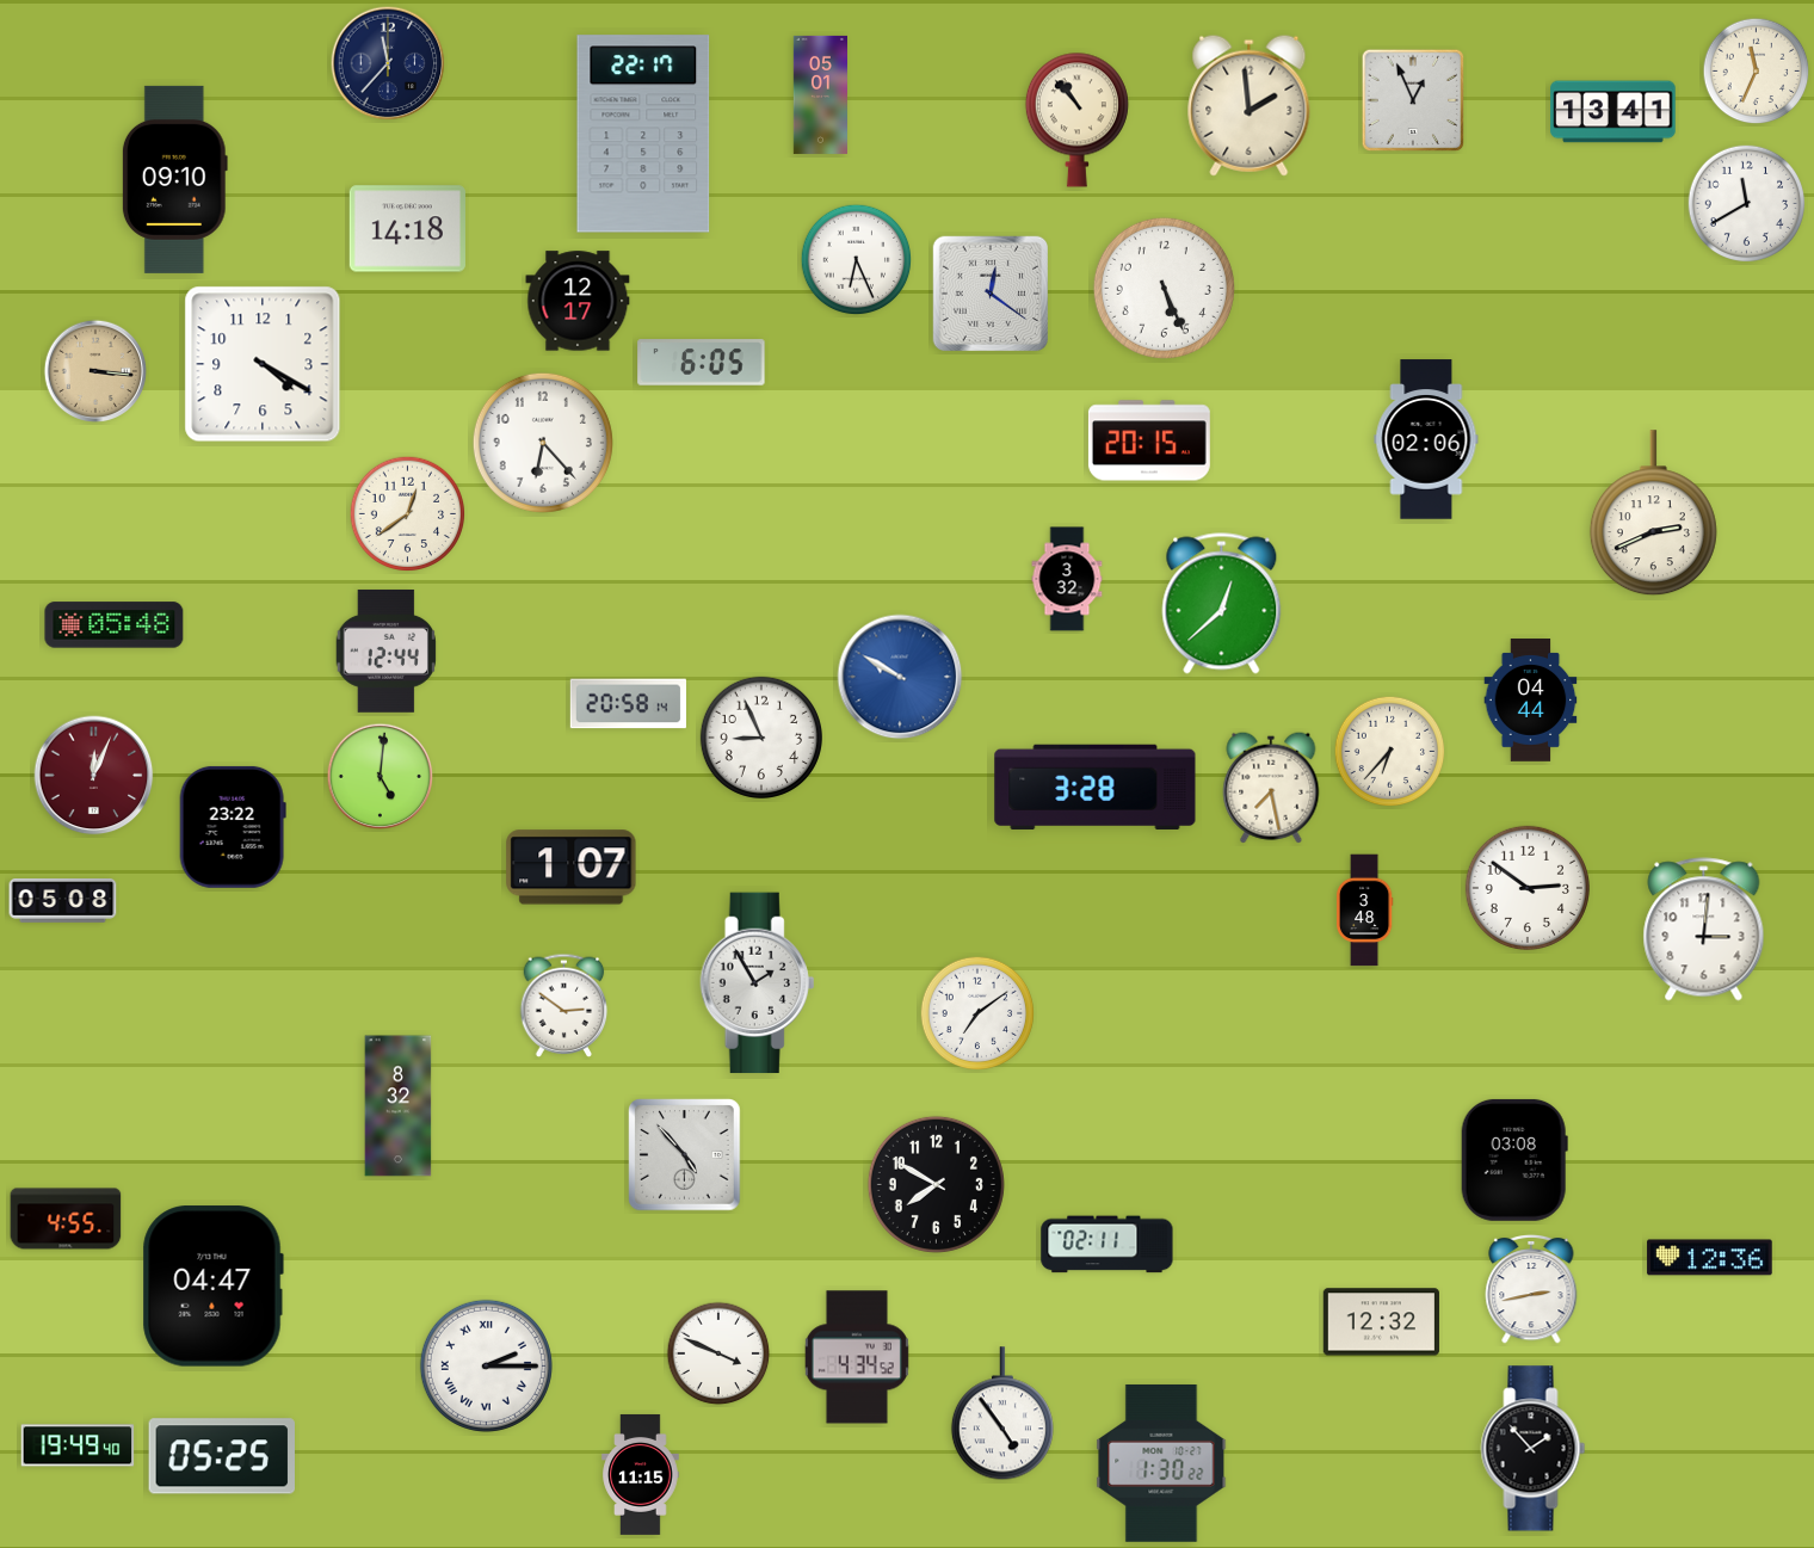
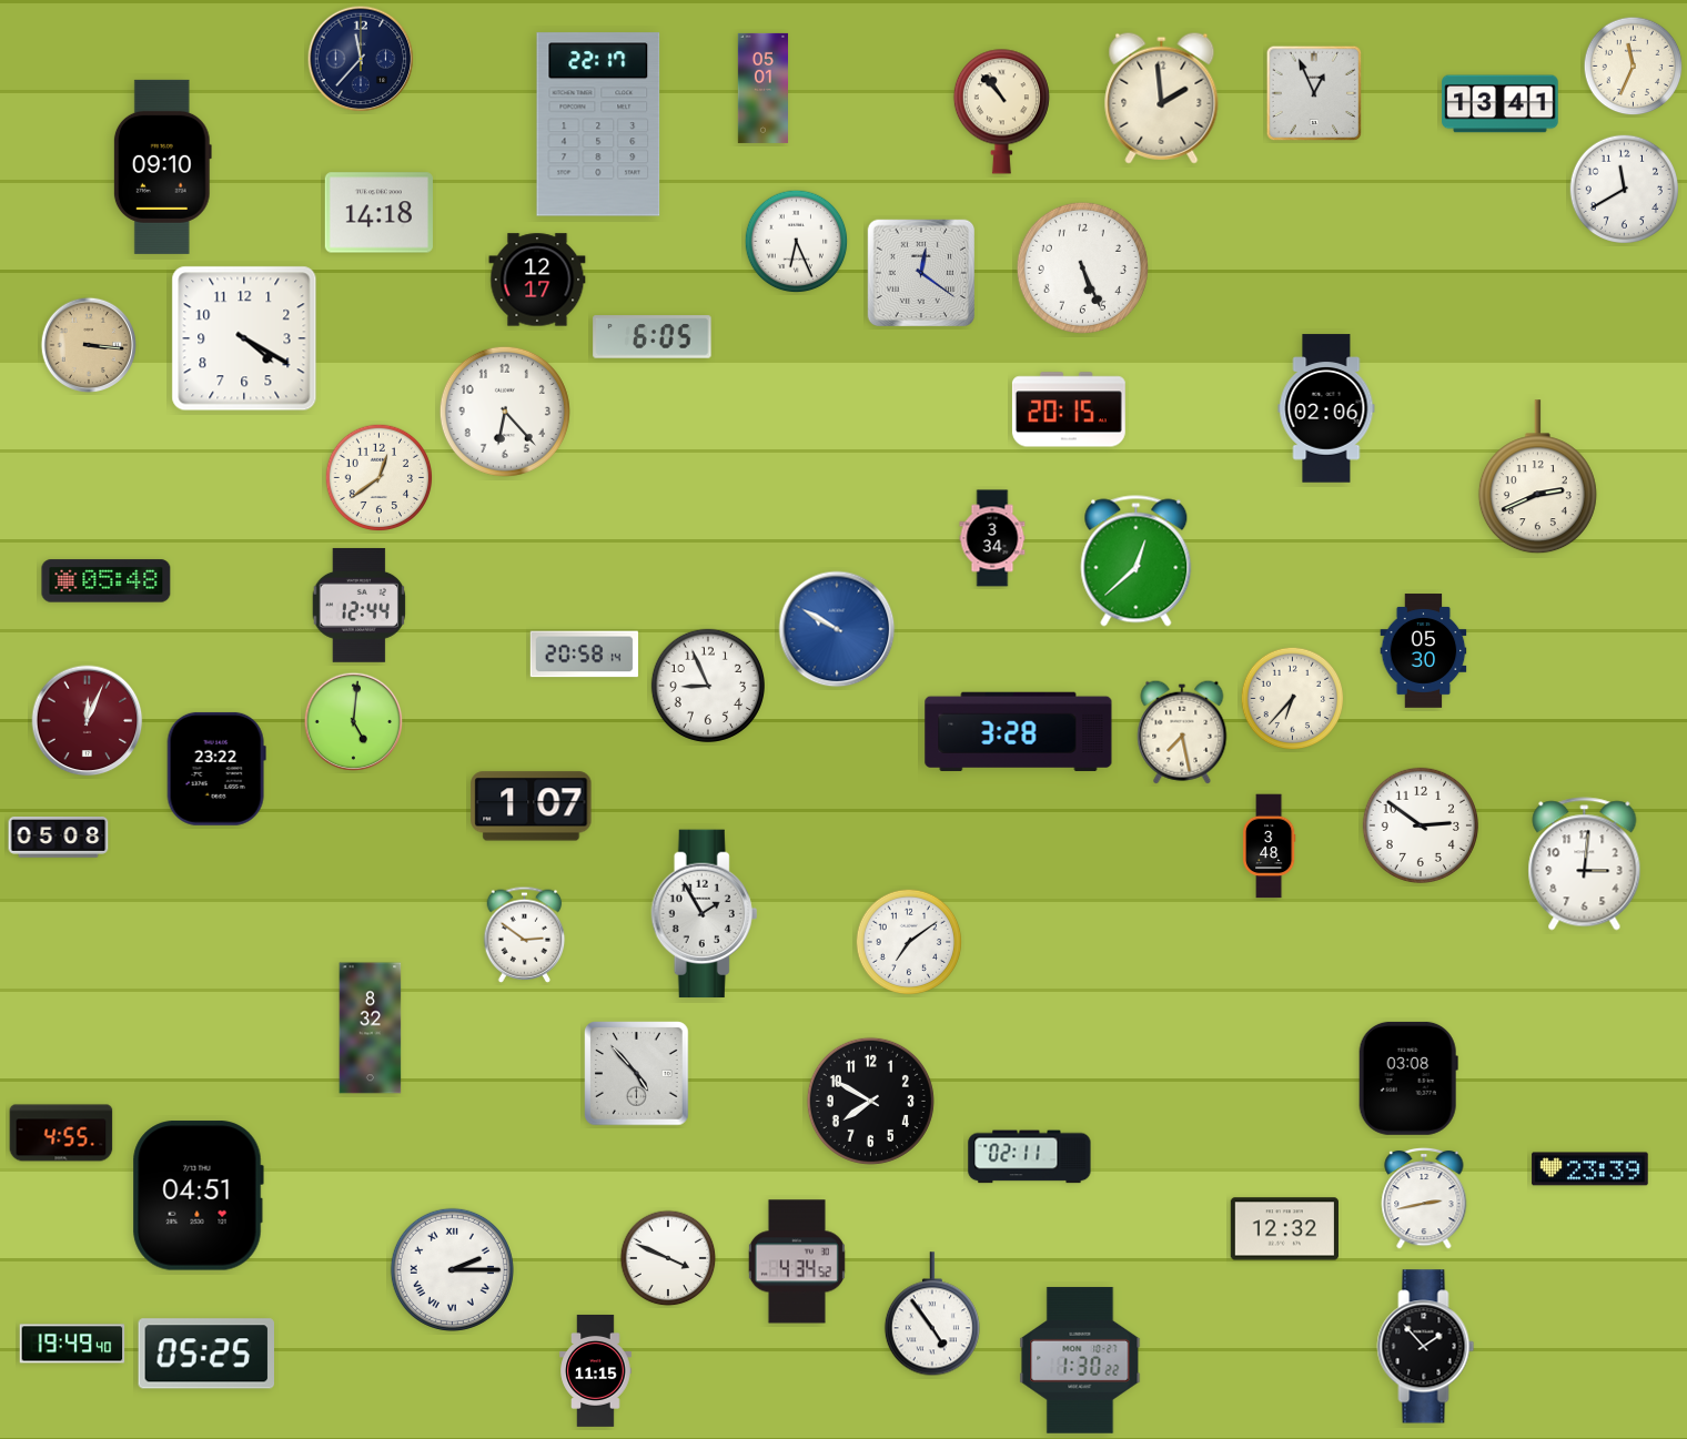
clock at (1067, 579): 3:32 -> 3:34
clock at (1531, 701): 04:44 -> 05:30
clock at (1710, 1258): 12:36 -> 23:39
clock at (212, 1287): 04:47 -> 04:51
